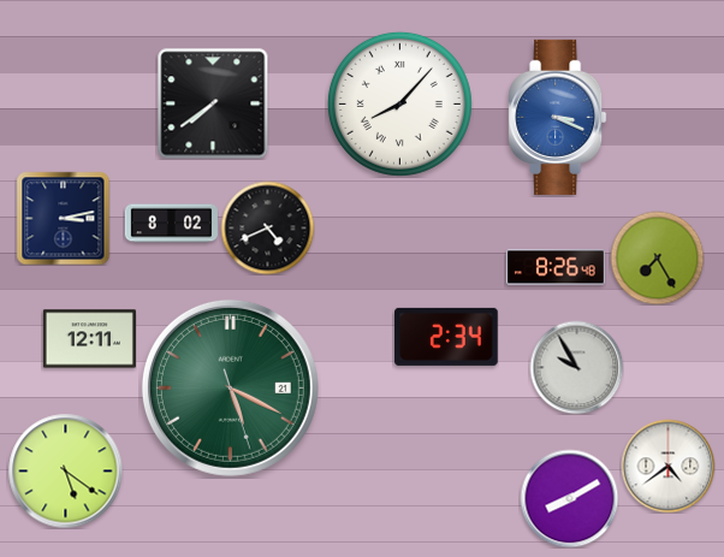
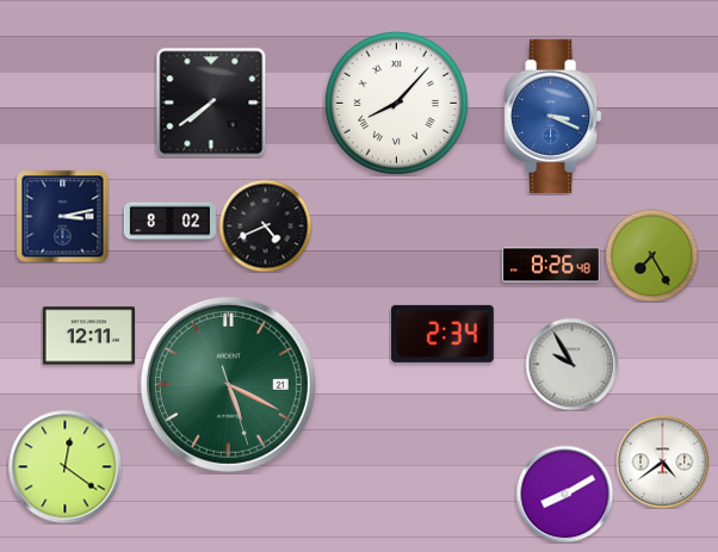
clock at (65, 470): 5:21 -> 12:21
